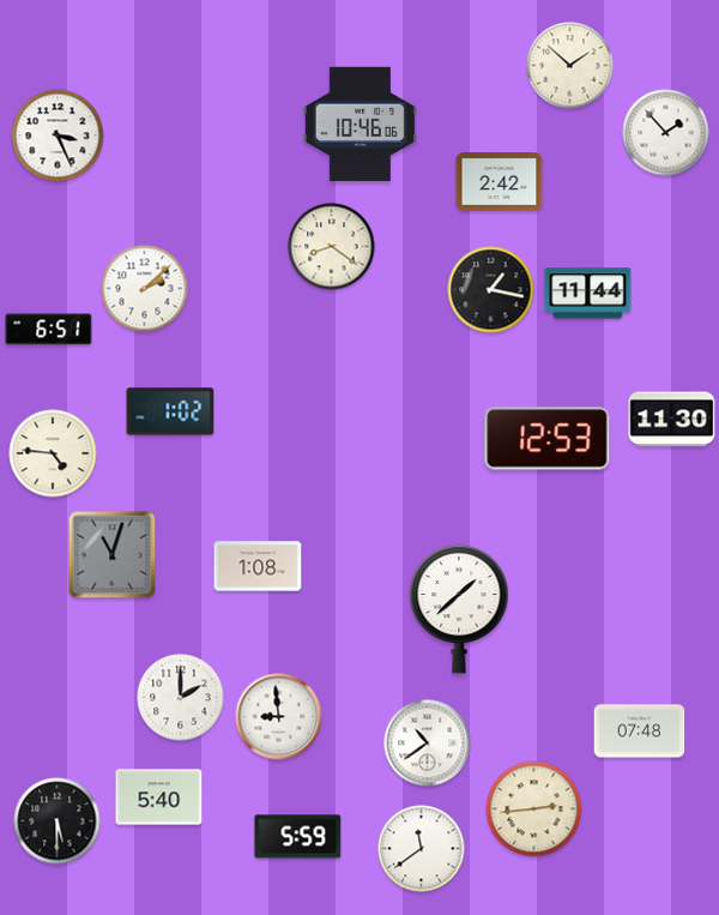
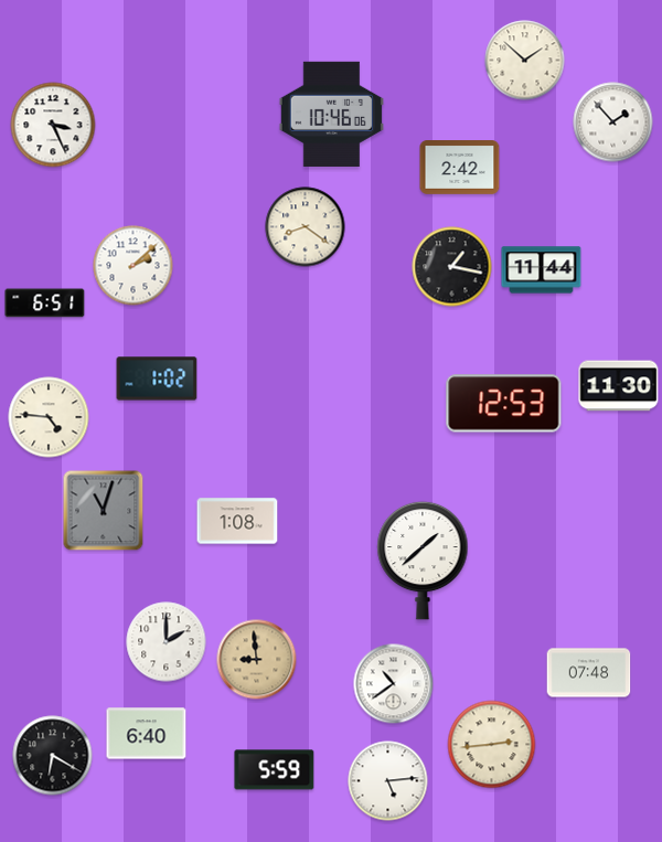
clock at (279, 717) dial: white -> champagne
clock at (159, 797): 5:40 -> 6:40
clock at (58, 821): 5:30 -> 6:20
clock at (422, 849): 11:39 -> 5:14
